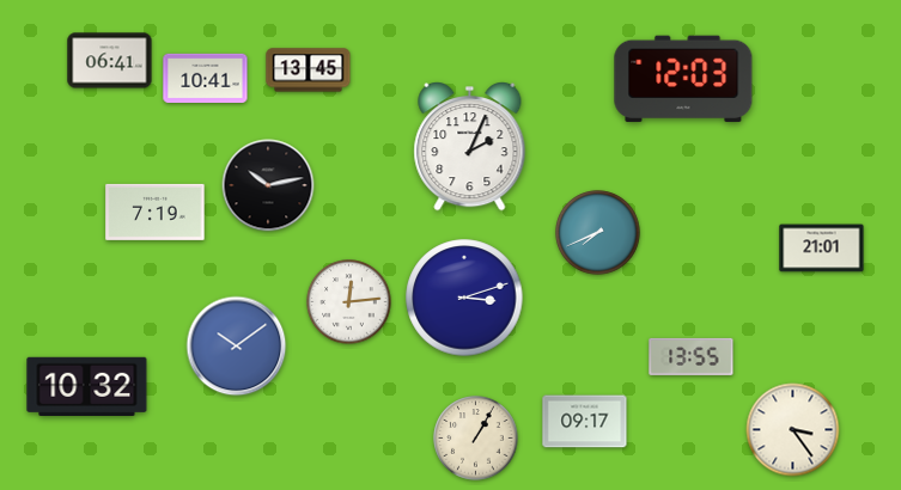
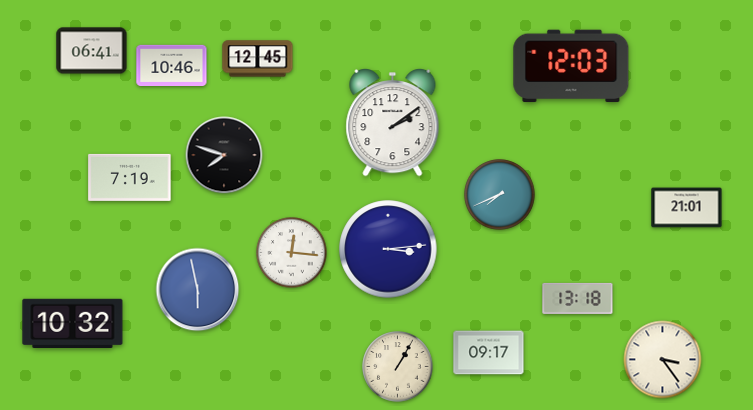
clock at (309, 71): 13:45 -> 12:45
clock at (206, 78): 10:41 -> 10:46
clock at (470, 147): 2:04 -> 2:09
clock at (268, 185): 10:13 -> 7:48
clock at (464, 298): 3:12 -> 3:14
clock at (349, 302): 12:14 -> 12:16
clock at (237, 347): 10:09 -> 5:58
clock at (692, 356): 13:55 -> 13:18
